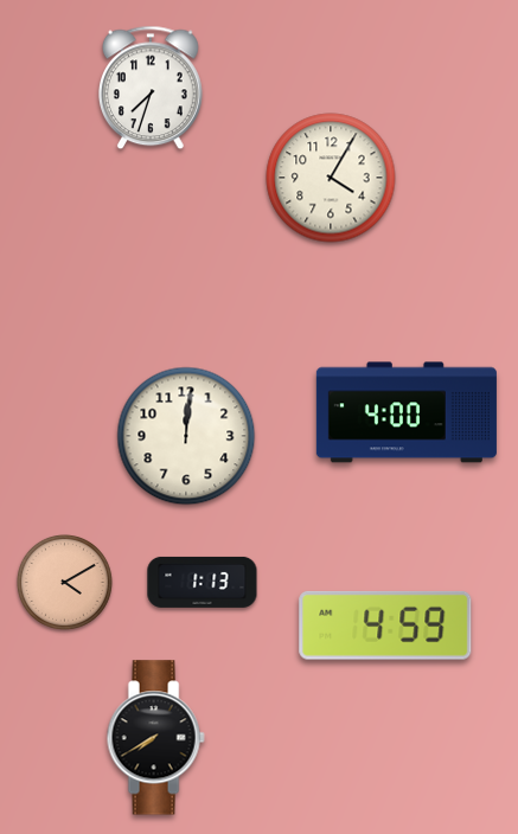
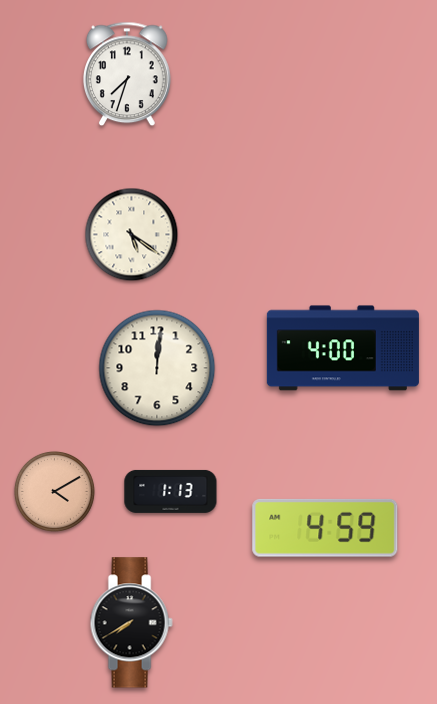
clock at (331, 178): 4:05 -> none
clock at (132, 235): none -> 5:21
